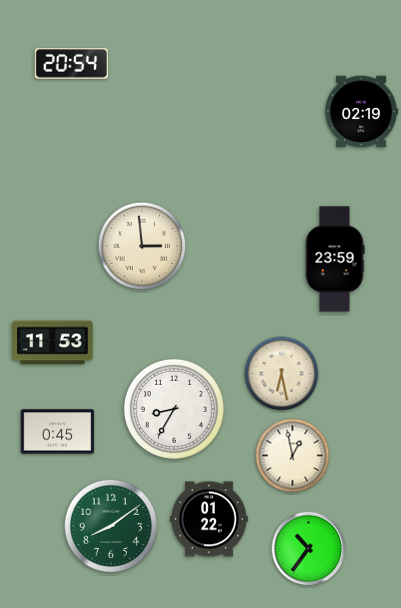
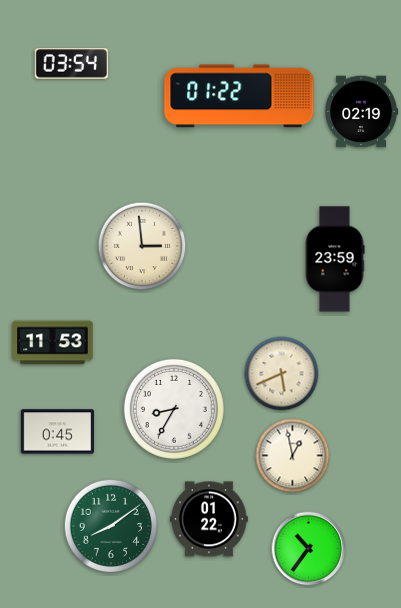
clock at (71, 64): 20:54 -> 03:54
clock at (239, 96): none -> 01:22
clock at (282, 374): 6:28 -> 5:41
